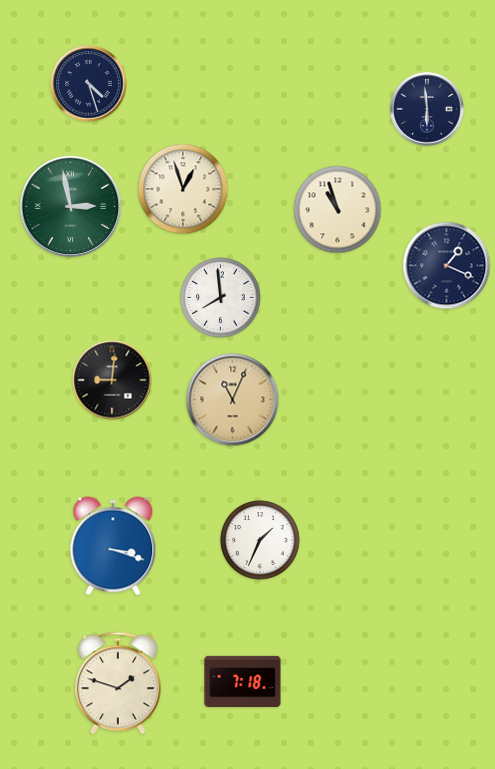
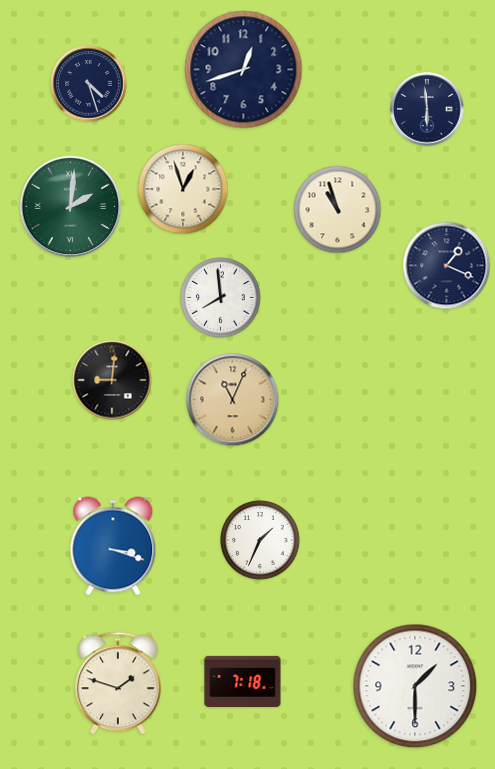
clock at (244, 70): none -> 12:42
clock at (71, 207): 2:58 -> 2:01
clock at (415, 686): none -> 1:30
